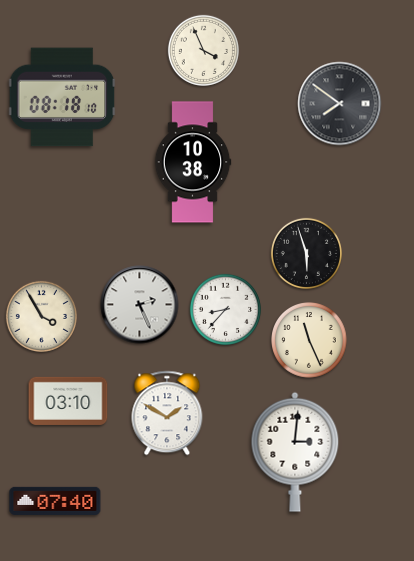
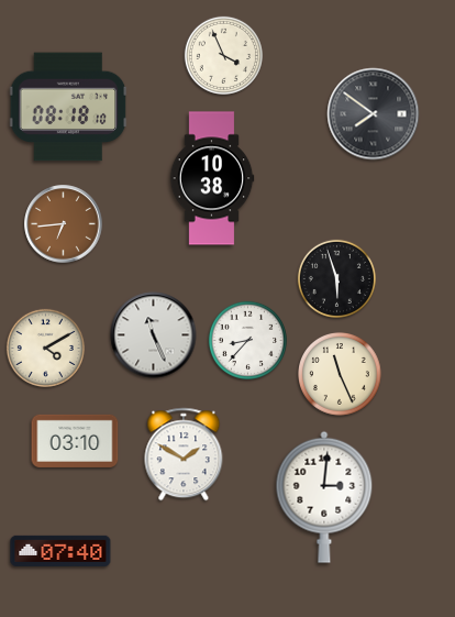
clock at (64, 224): none -> 6:44
clock at (140, 305): 2:26 -> 11:26
clock at (41, 316): 3:55 -> 4:10
